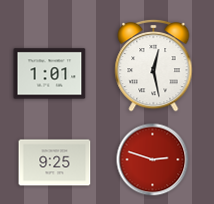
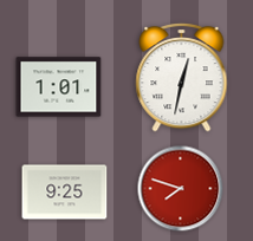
clock at (154, 65): 12:28 -> 12:32
clock at (153, 160): 2:48 -> 7:48
